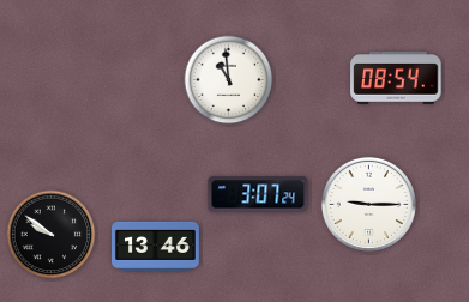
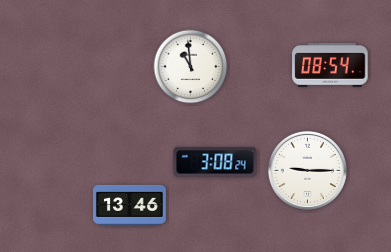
clock at (258, 194): 3:07 -> 3:08
clock at (52, 235): 9:51 -> none
